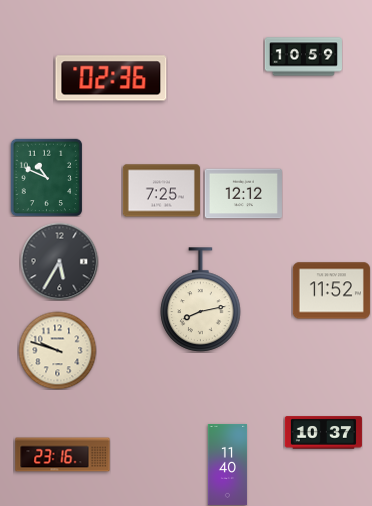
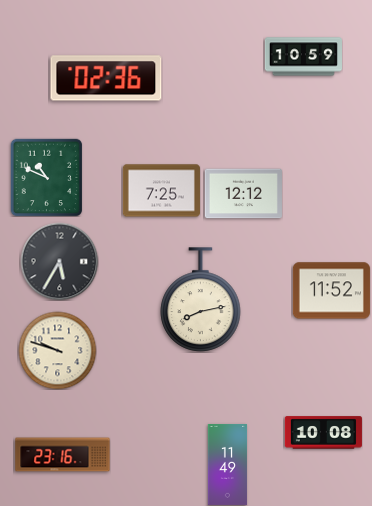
clock at (111, 78) position: (111, 78) -> (106, 78)
clock at (323, 433): 10:37 -> 10:08
clock at (228, 464): 11:40 -> 11:49
